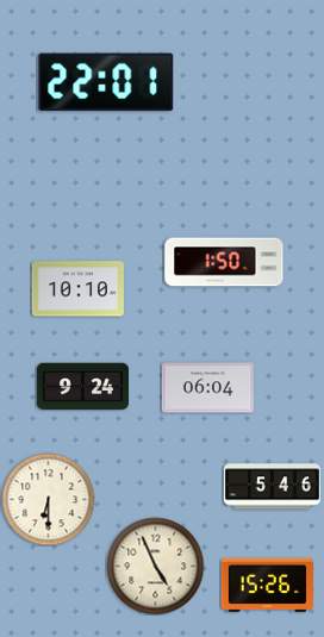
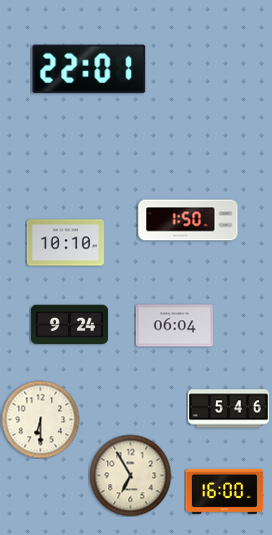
clock at (155, 566): 4:56 -> 6:55
clock at (267, 585): 15:26 -> 16:00
